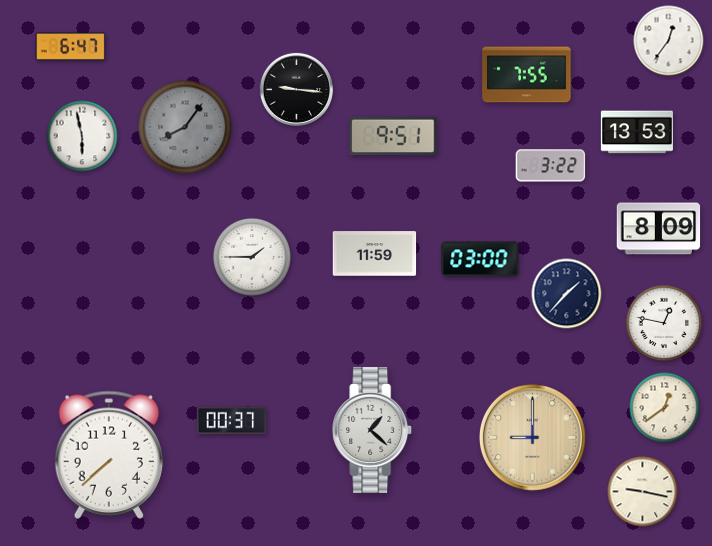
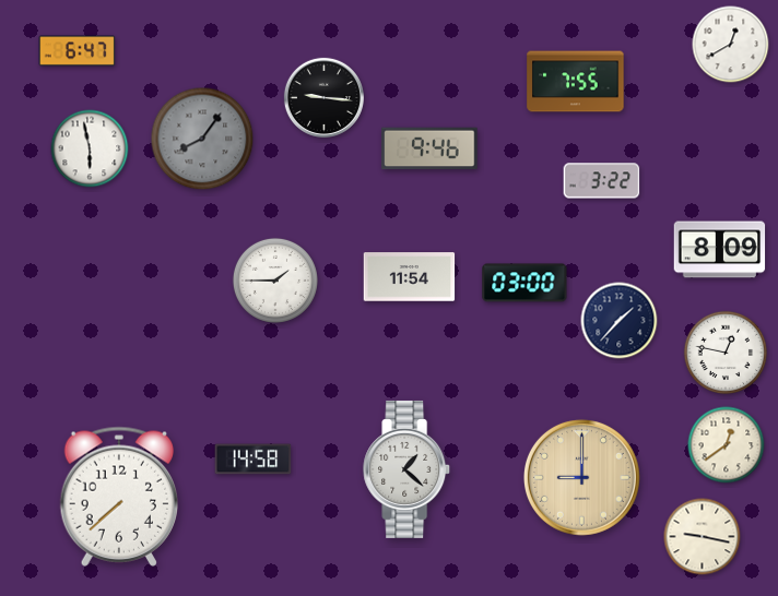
clock at (669, 41): 12:36 -> 12:40
clock at (637, 132): 13:53 -> none
clock at (393, 136): 9:51 -> 9:46
clock at (375, 254): 11:59 -> 11:54
clock at (232, 421): 00:37 -> 14:58
